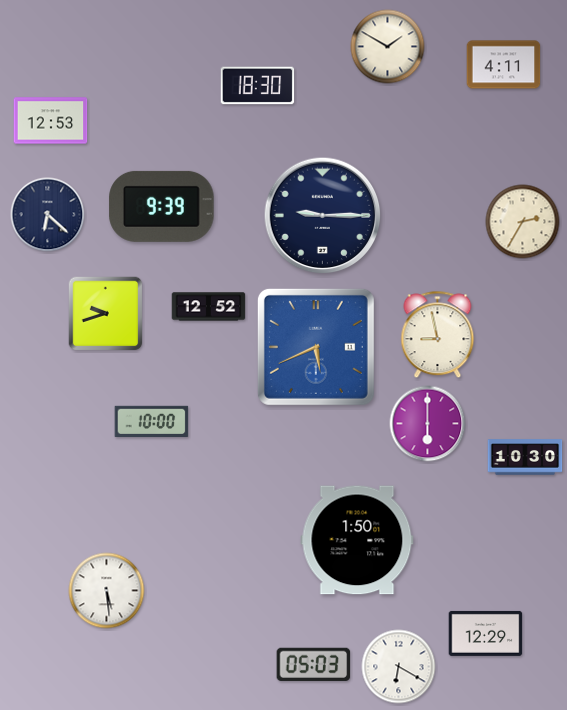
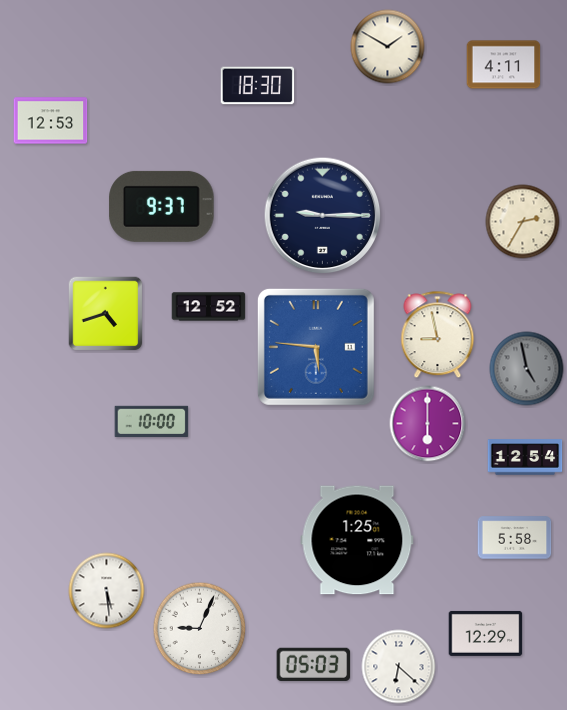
clock at (162, 206): 9:39 -> 9:37
clock at (48, 215): 6:22 -> none
clock at (106, 314): 9:42 -> 4:42
clock at (316, 347): 5:41 -> 5:46
clock at (527, 369): none -> 4:58
clock at (525, 457): 10:30 -> 12:54
clock at (515, 538): none -> 5:58
clock at (357, 540): 1:50 -> 1:25
clock at (200, 629): none -> 9:04
clock at (399, 667): 6:20 -> 6:22
